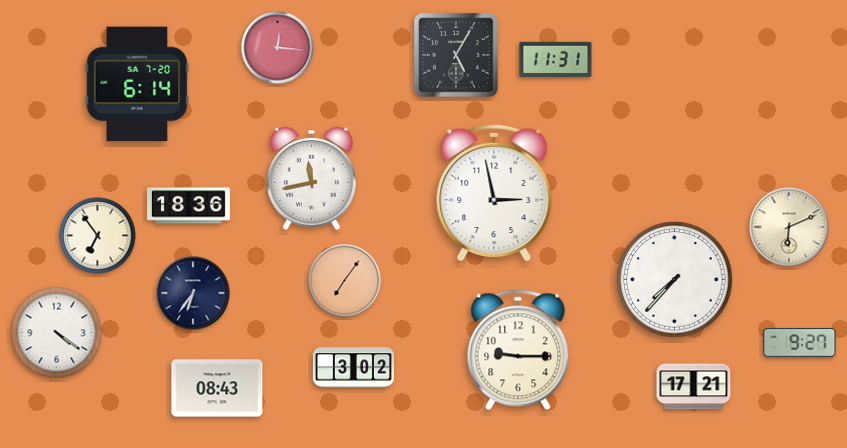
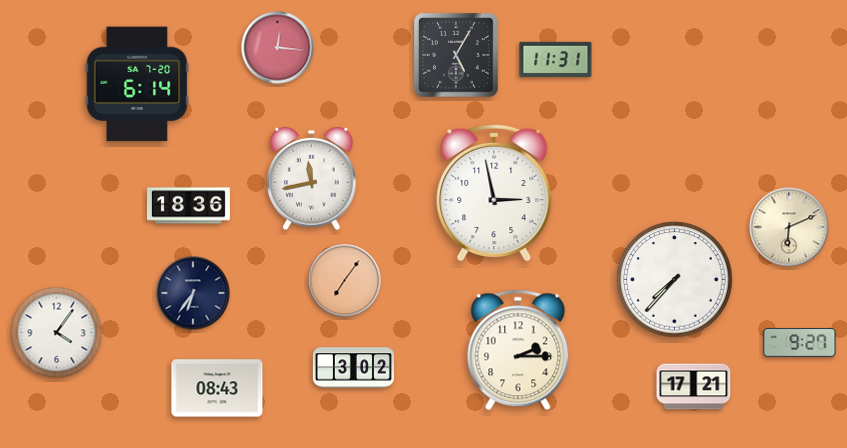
clock at (98, 236): 6:54 -> none
clock at (57, 333): 4:21 -> 4:06
clock at (518, 350): 9:15 -> 2:15
